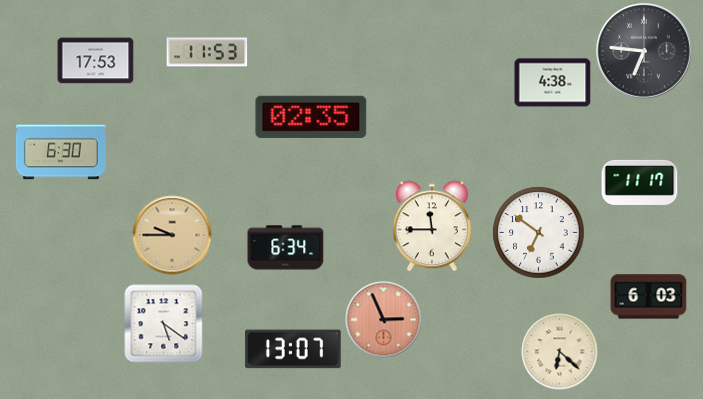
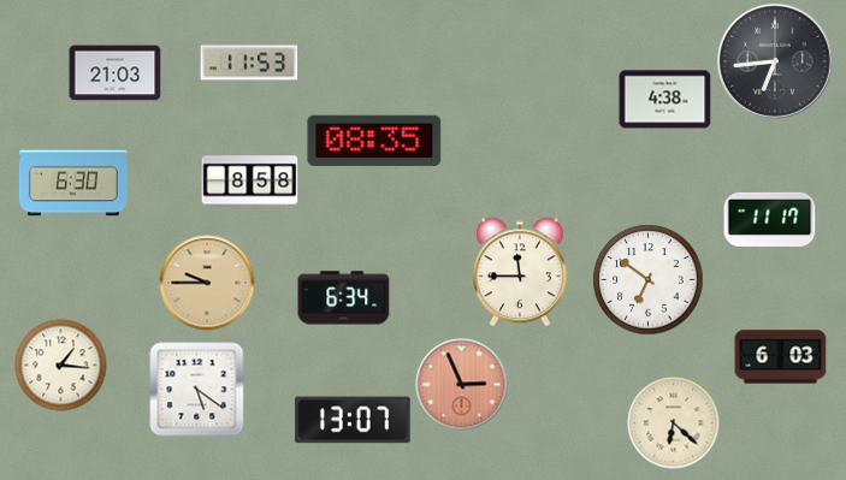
clock at (644, 51): 6:46 -> 6:44
clock at (96, 61): 17:53 -> 21:03
clock at (311, 117): 02:35 -> 08:35
clock at (250, 182): none -> 8:58
clock at (61, 366): none -> 1:16
